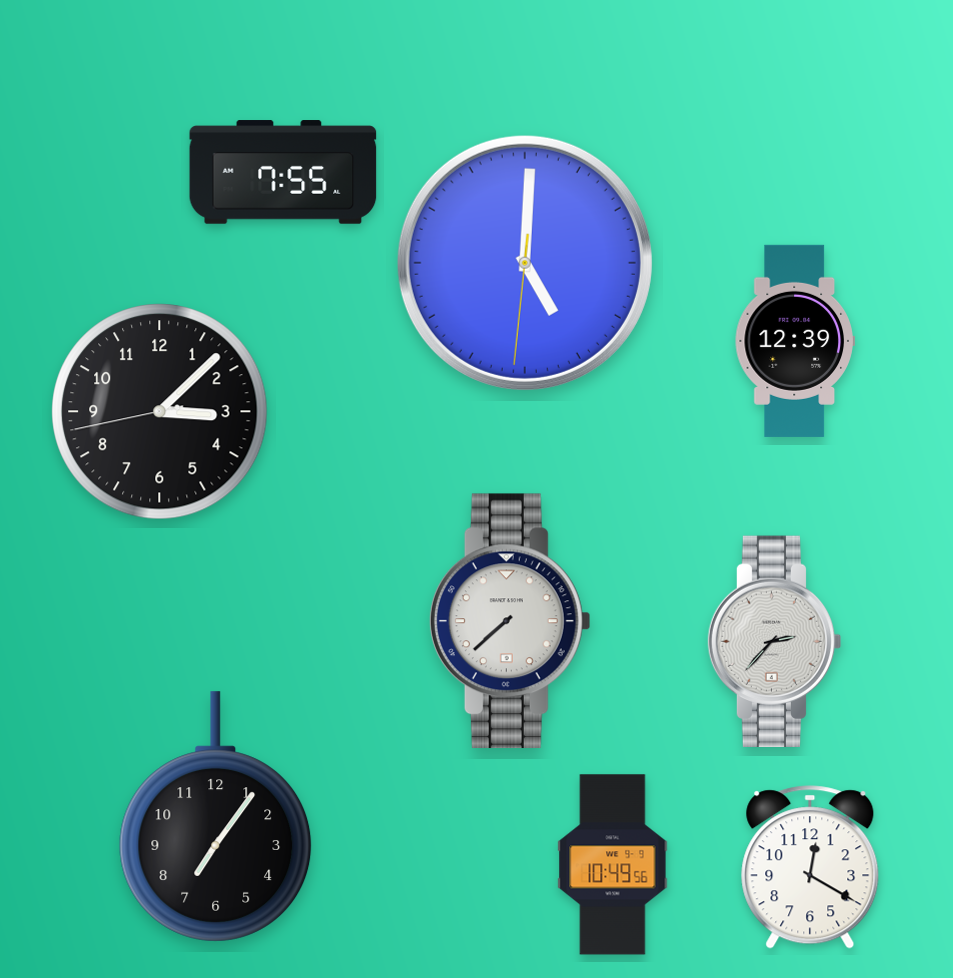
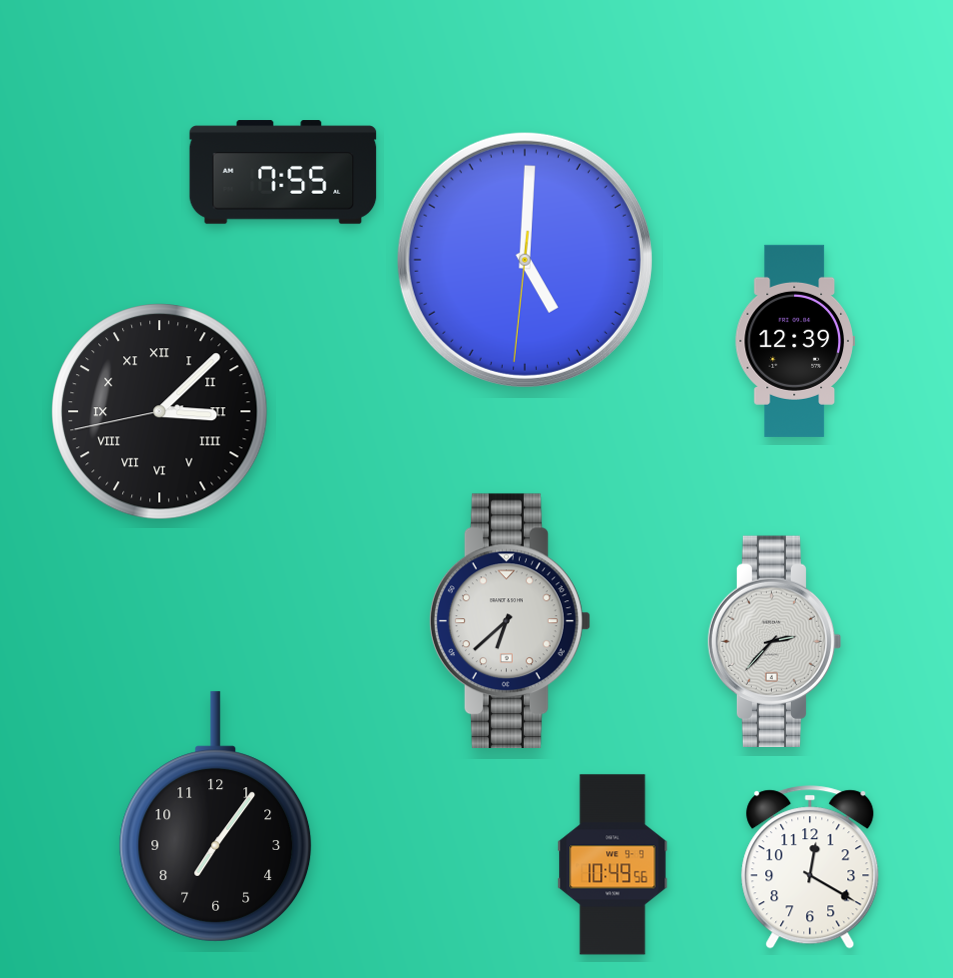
clock at (525, 263) position: (525, 263) -> (525, 260)
clock at (160, 412) numerals: Arabic -> Roman
clock at (510, 621): 7:38 -> 6:38
